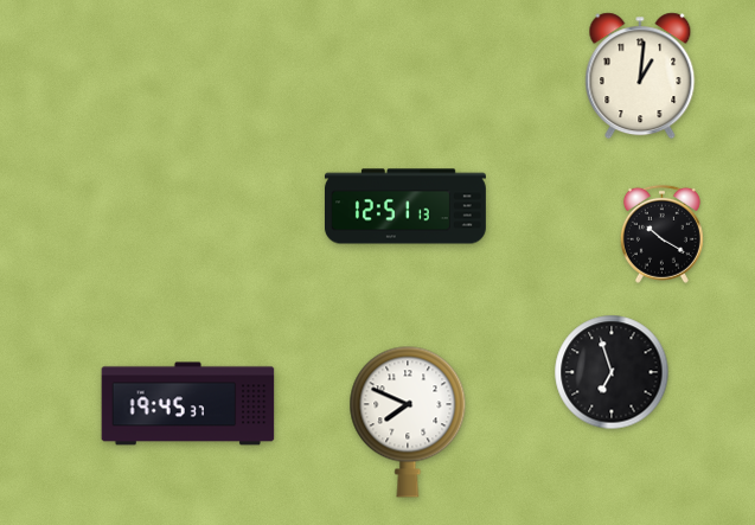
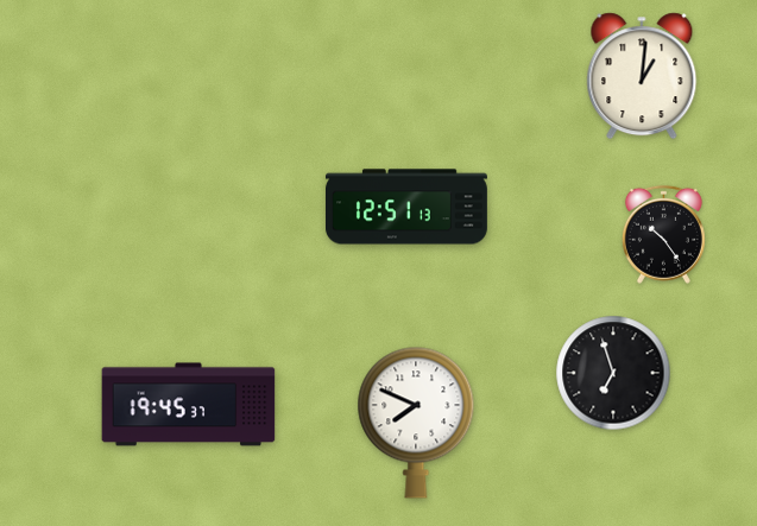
clock at (661, 233): 10:20 -> 10:24
clock at (408, 422) position: (408, 422) -> (416, 423)
